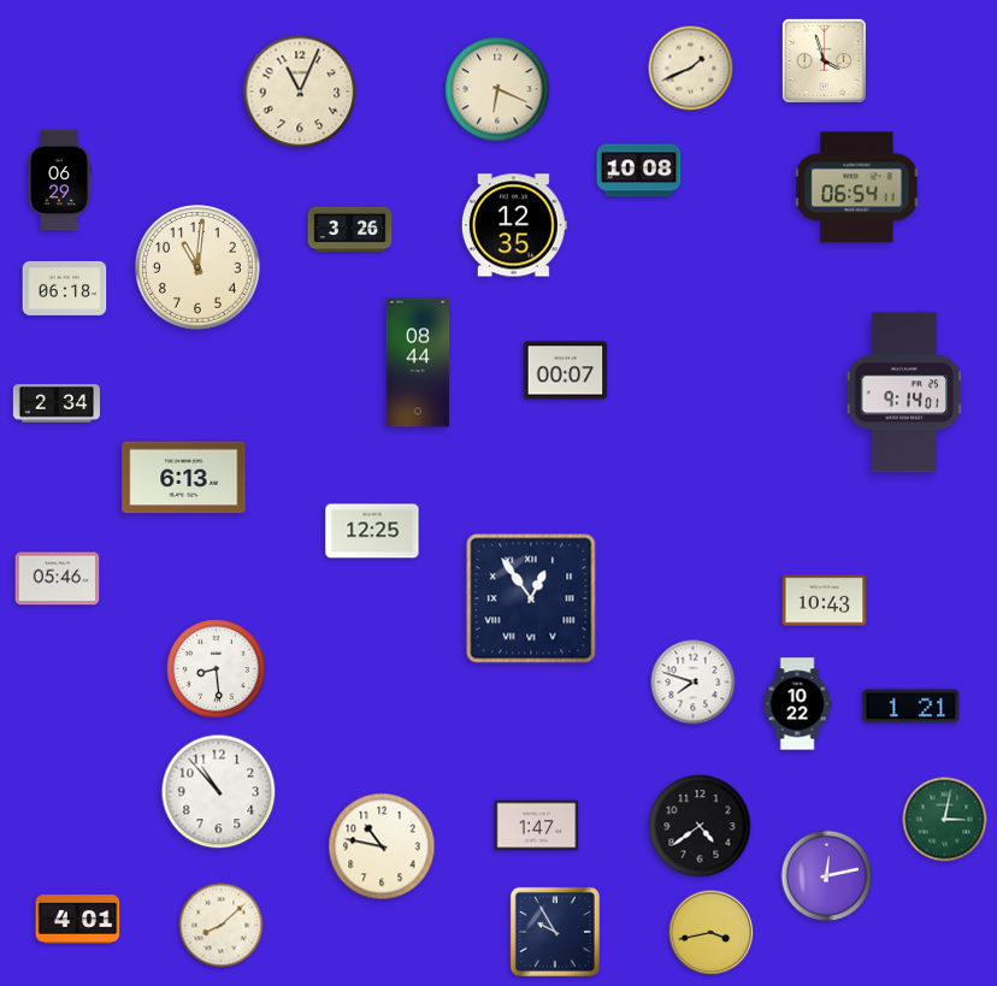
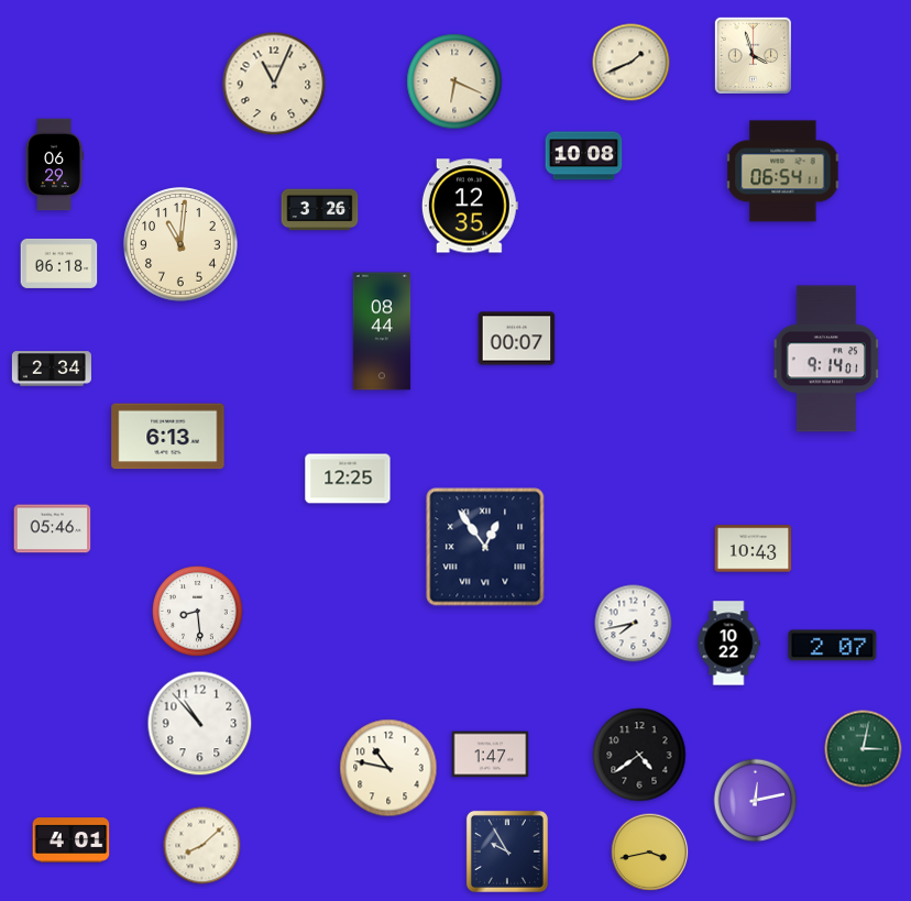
clock at (372, 531) position: (372, 531) -> (348, 479)
clock at (694, 683): 7:48 -> 7:43
clock at (912, 707): 1:21 -> 2:07
clock at (382, 846) position: (382, 846) -> (388, 768)
